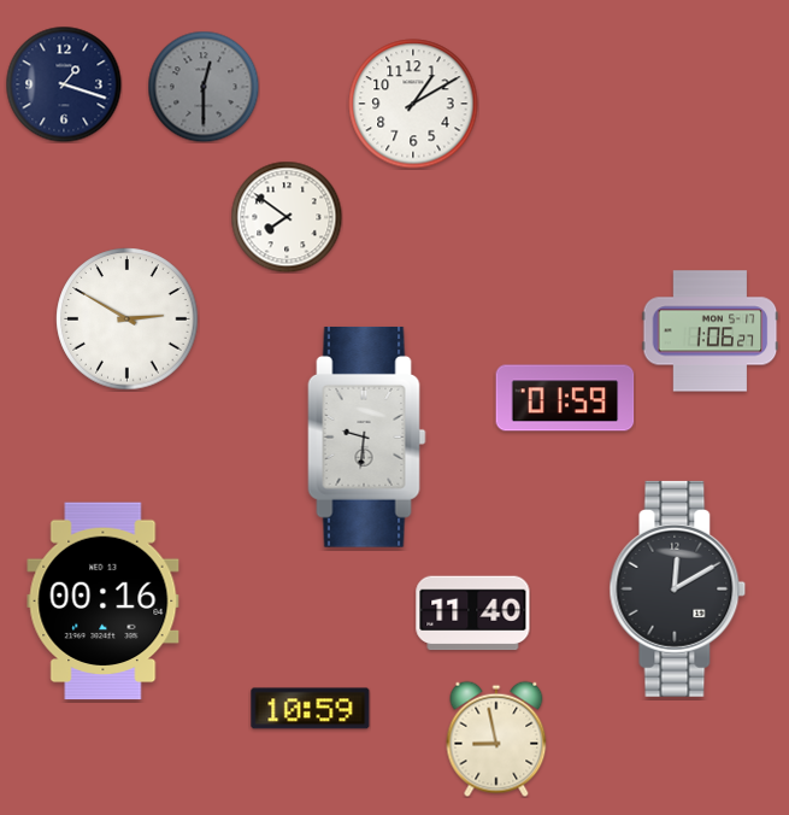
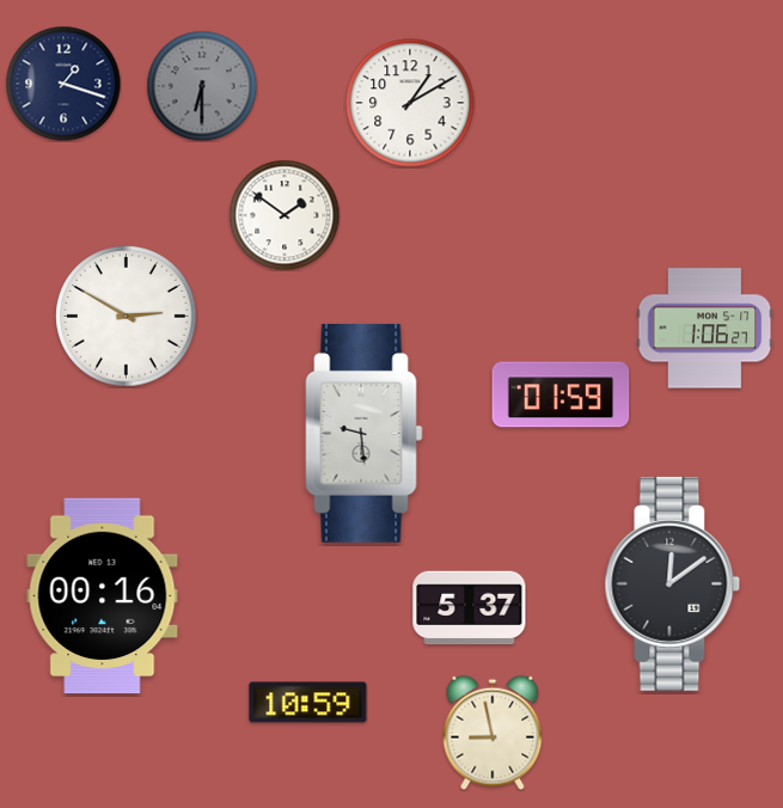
clock at (204, 87): 12:30 -> 6:30
clock at (287, 217): 7:51 -> 1:51
clock at (367, 436): 9:31 -> 9:29
clock at (678, 588): 12:10 -> 12:09
clock at (473, 614): 11:40 -> 5:37
